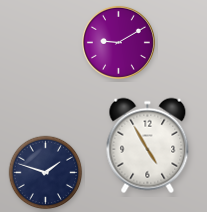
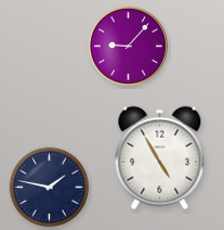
clock at (118, 42): 9:10 -> 9:07
clock at (46, 173): 1:48 -> 1:47
